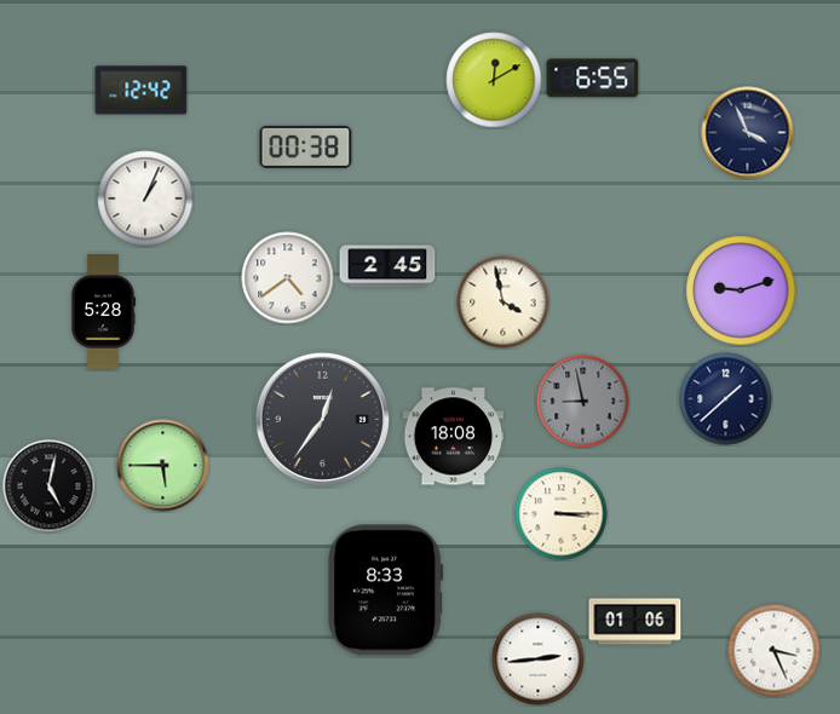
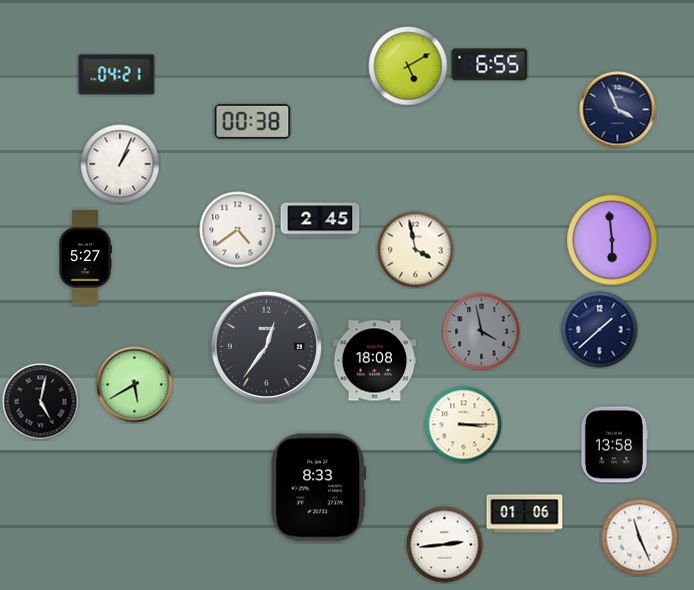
clock at (494, 80): 12:10 -> 5:10
clock at (142, 91): 12:42 -> 04:21
clock at (741, 290): 9:12 -> 5:59
clock at (103, 312): 5:28 -> 5:27
clock at (583, 402): 8:58 -> 3:58
clock at (163, 466): 5:45 -> 5:40
clock at (614, 445): none -> 13:58
clock at (775, 651): 3:26 -> 11:26
